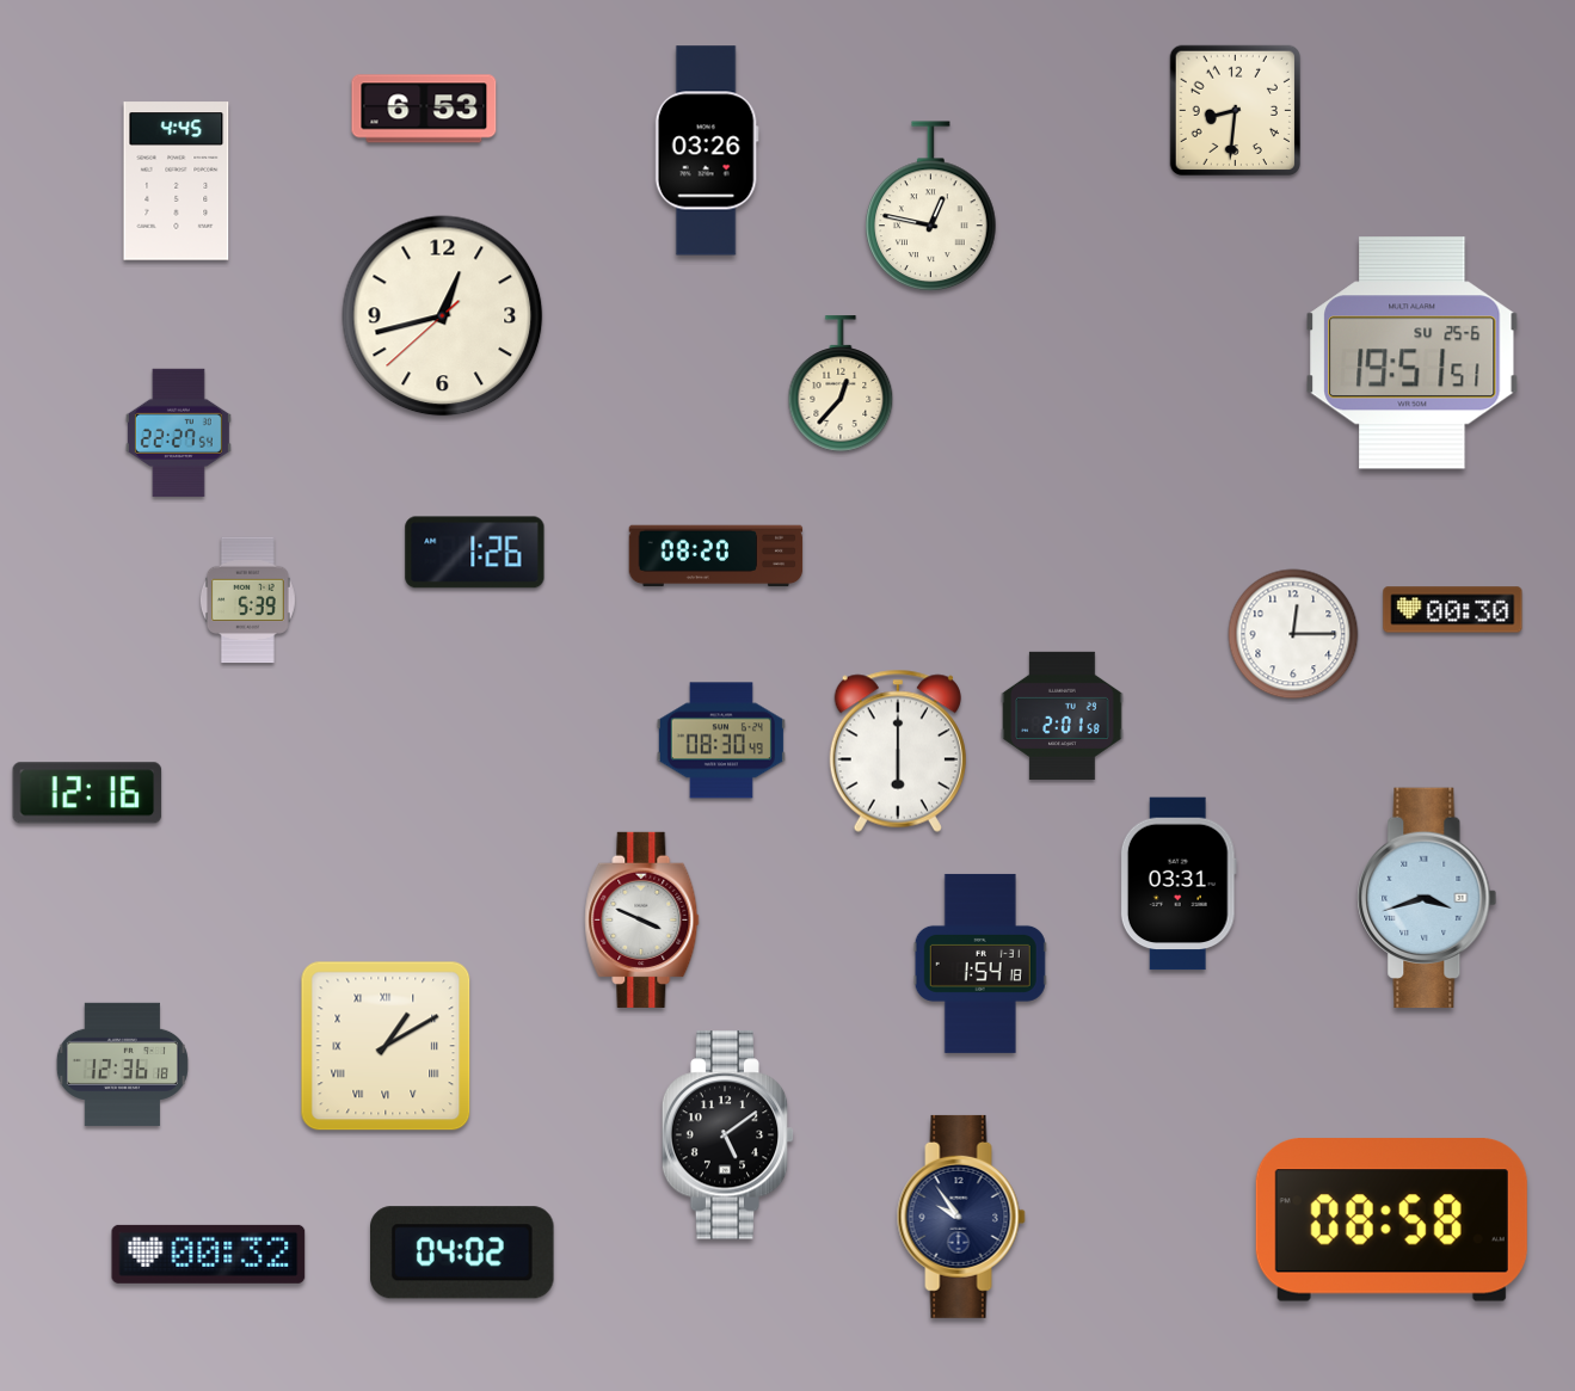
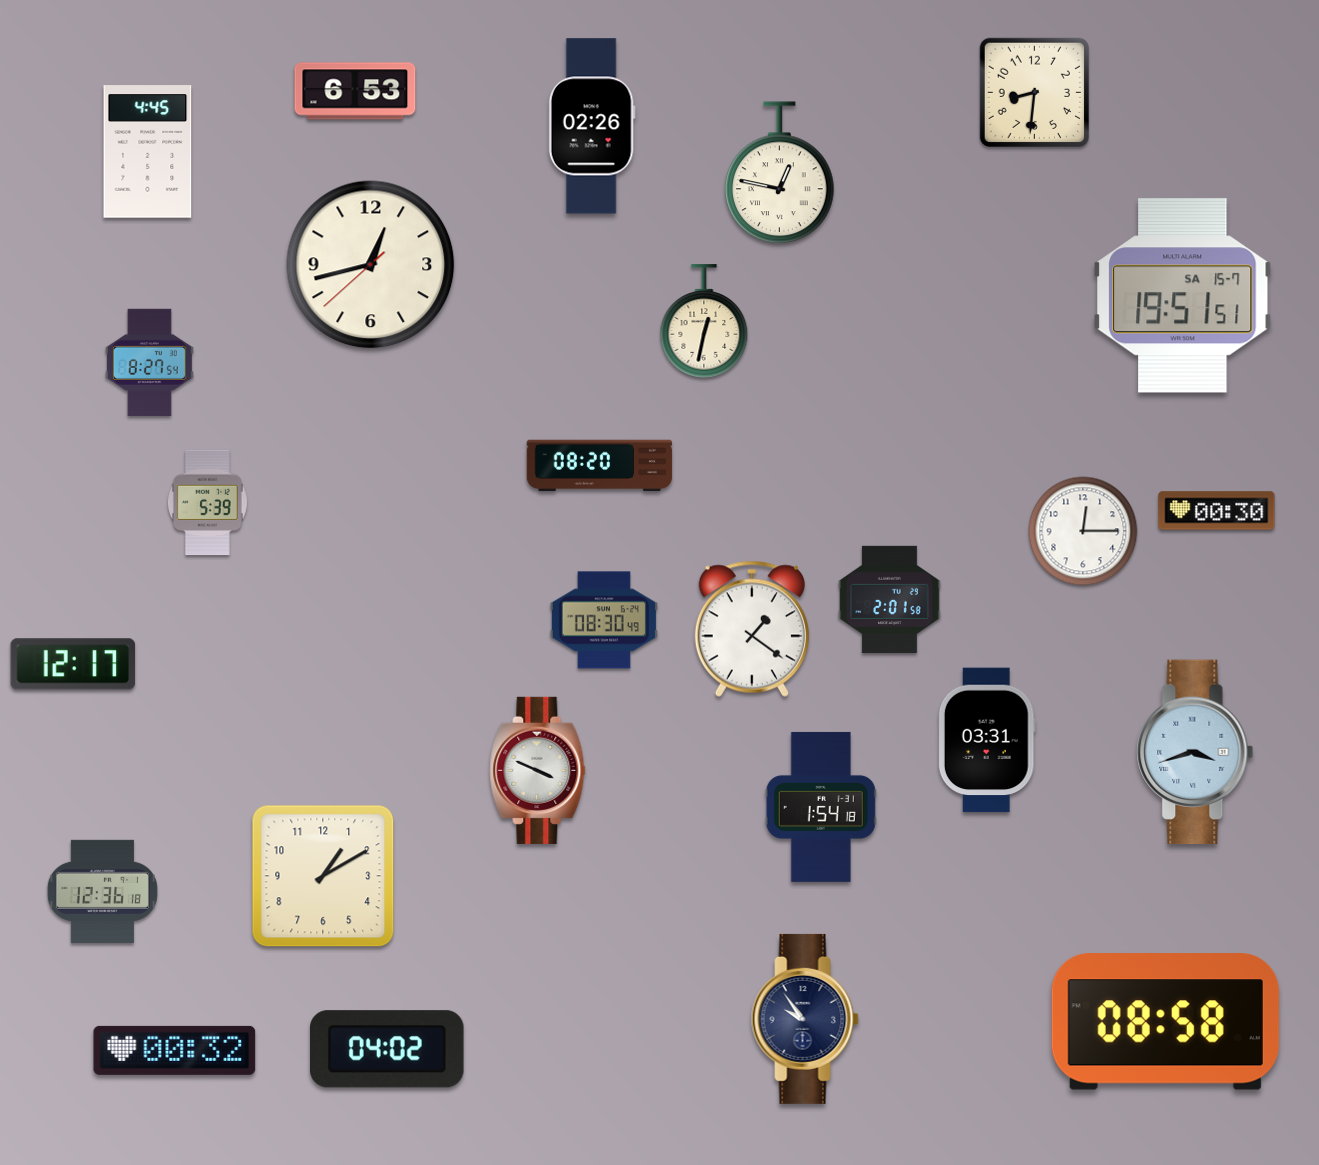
clock at (707, 150): 03:26 -> 02:26
clock at (1413, 353) date: SU 25-6 -> SA 15-7
clock at (841, 383): 12:37 -> 12:32
clock at (178, 432): 22:27 -> 8:27
clock at (475, 553): 1:26 -> none
clock at (898, 751): 6:00 -> 1:21
clock at (87, 793): 12:16 -> 12:17
clock at (386, 1046) numerals: Roman -> Arabic
clock at (728, 1135): 5:09 -> none
